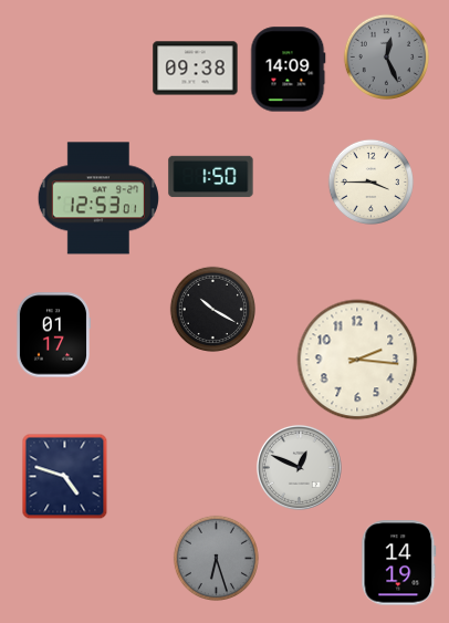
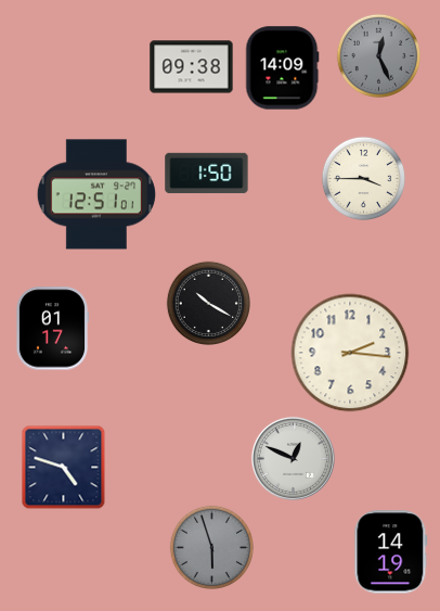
clock at (98, 198): 12:53 -> 12:51
clock at (216, 558): 6:27 -> 5:57
